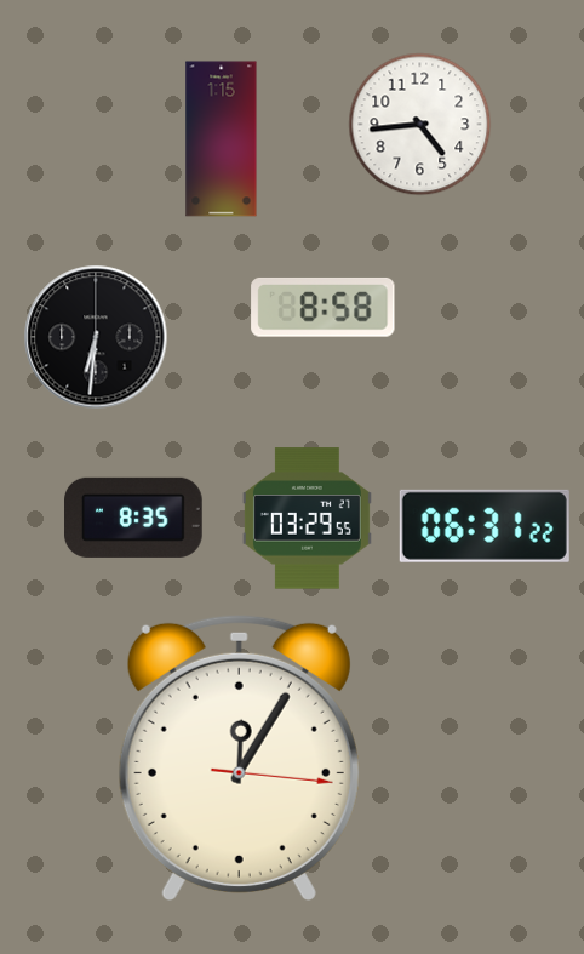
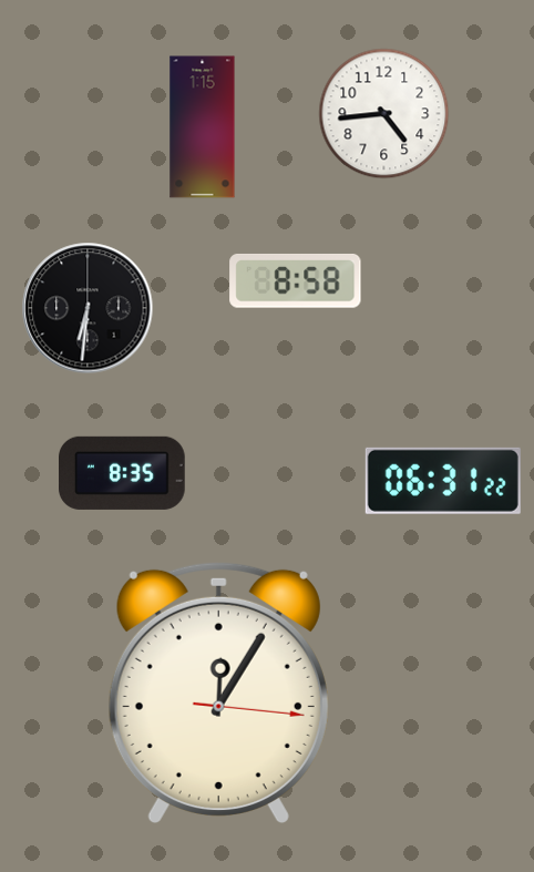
clock at (307, 519): 03:29 -> none
